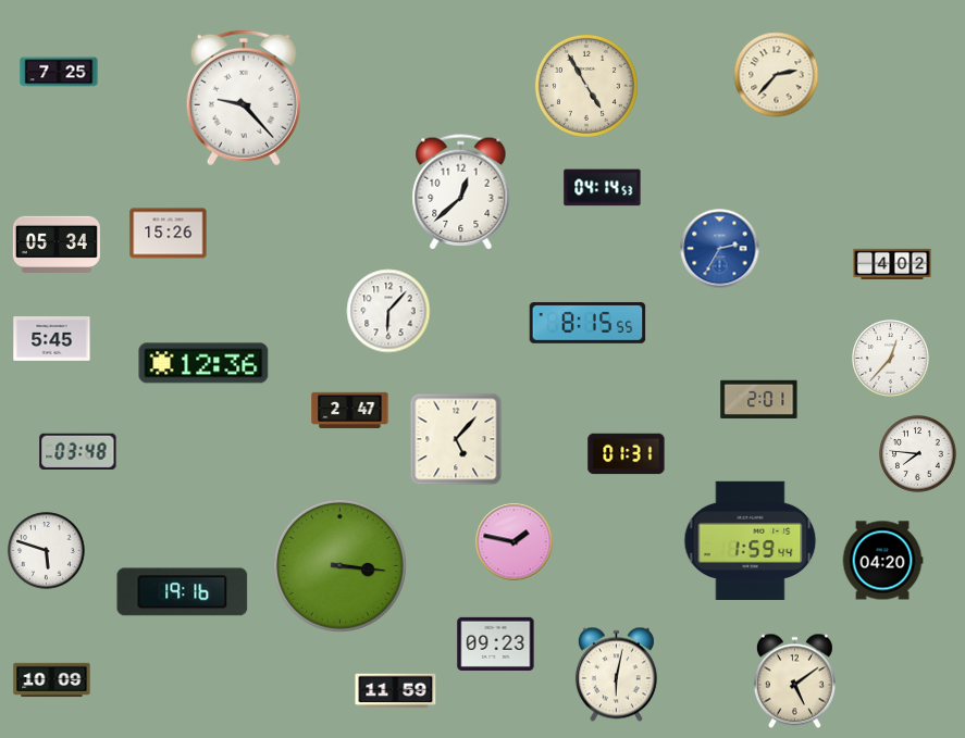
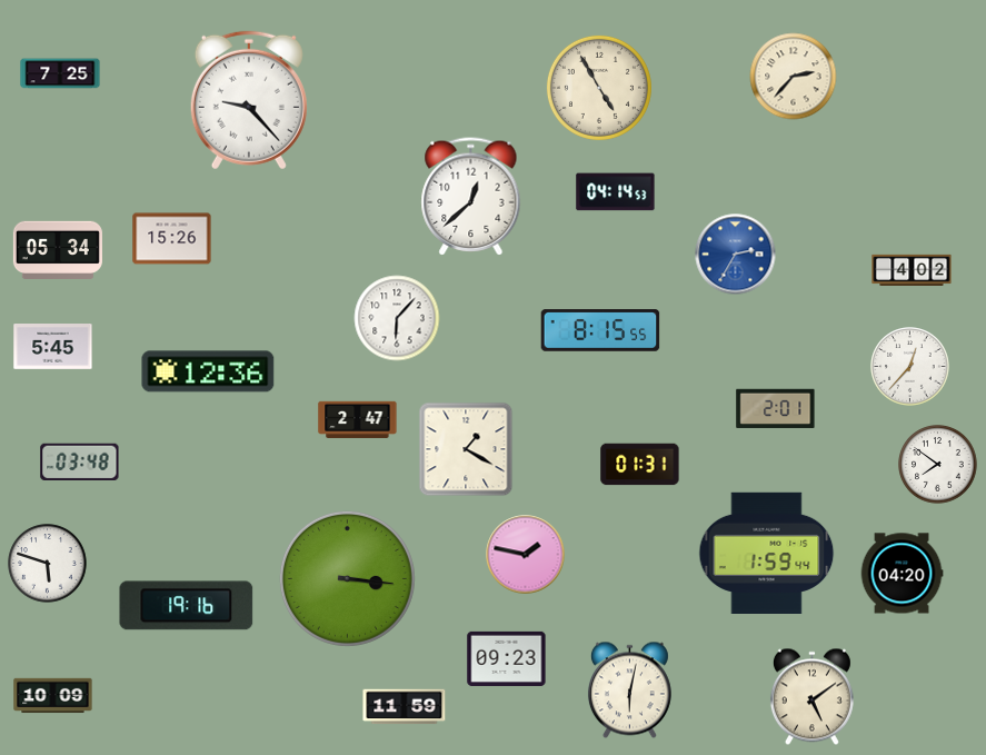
clock at (456, 439): 5:07 -> 1:20
clock at (918, 454): 7:46 -> 7:51
